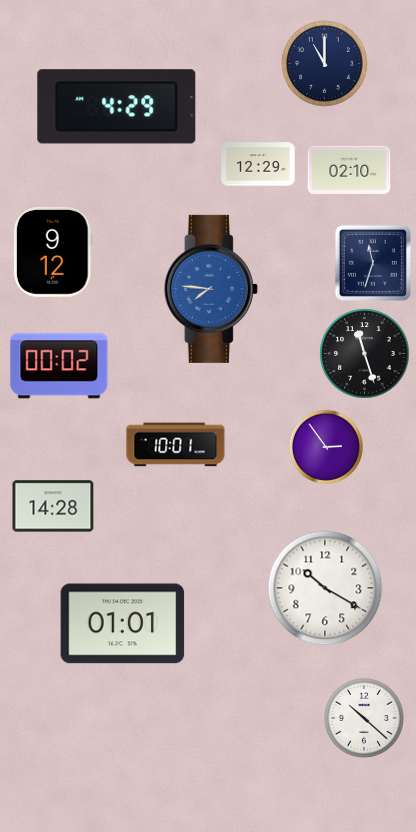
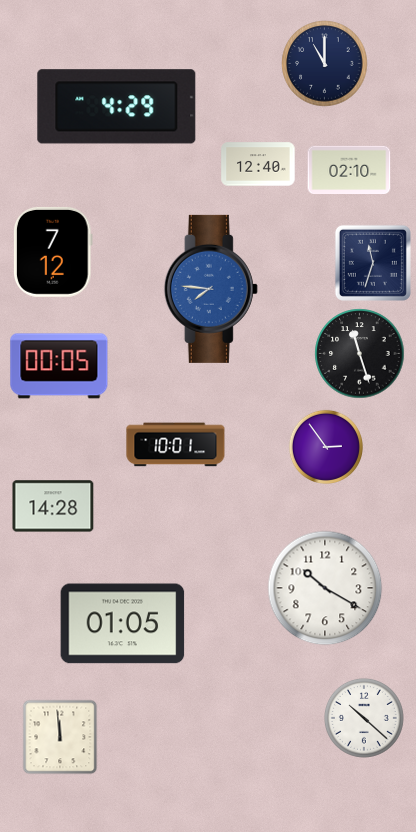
clock at (258, 164): 12:29 -> 12:40
clock at (53, 252): 9:12 -> 7:12
clock at (365, 354) position: (365, 354) -> (360, 354)
clock at (59, 366): 00:02 -> 00:05
clock at (123, 624): 01:01 -> 01:05
clock at (60, 737): none -> 11:59
